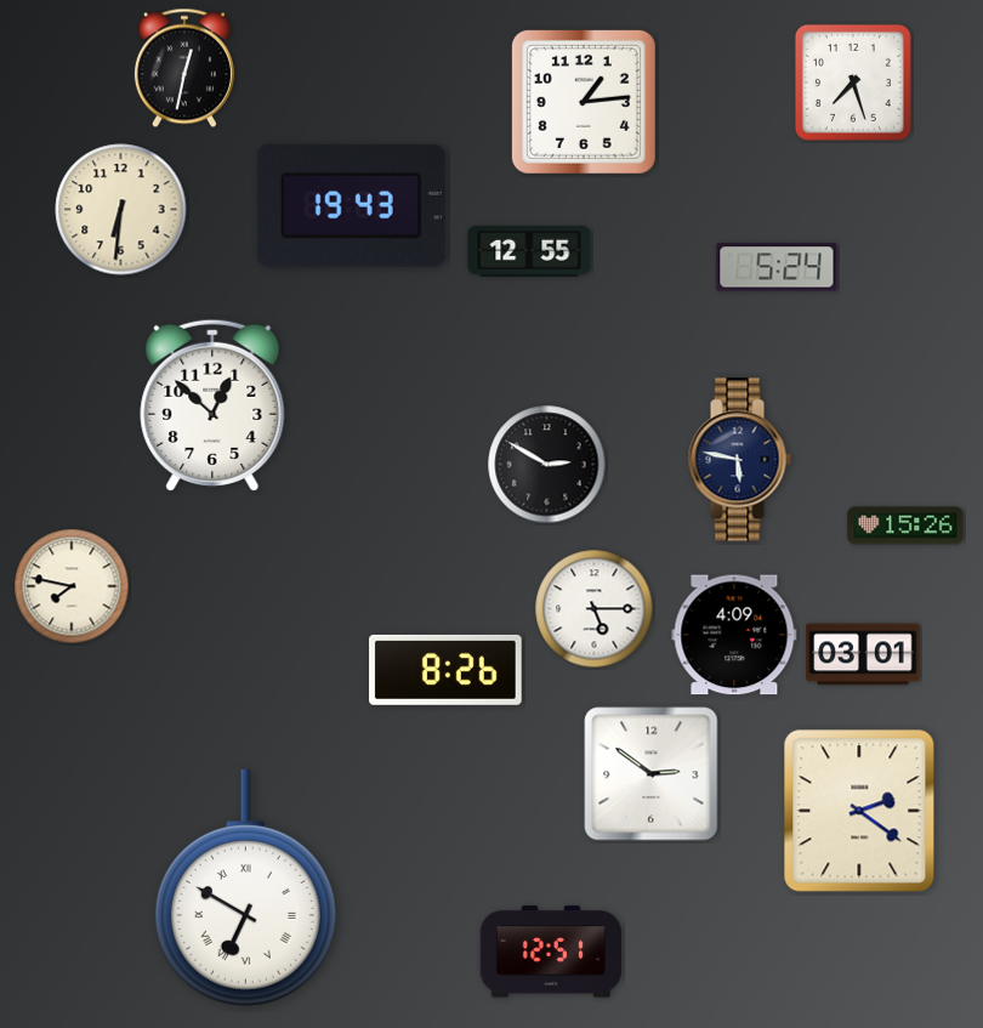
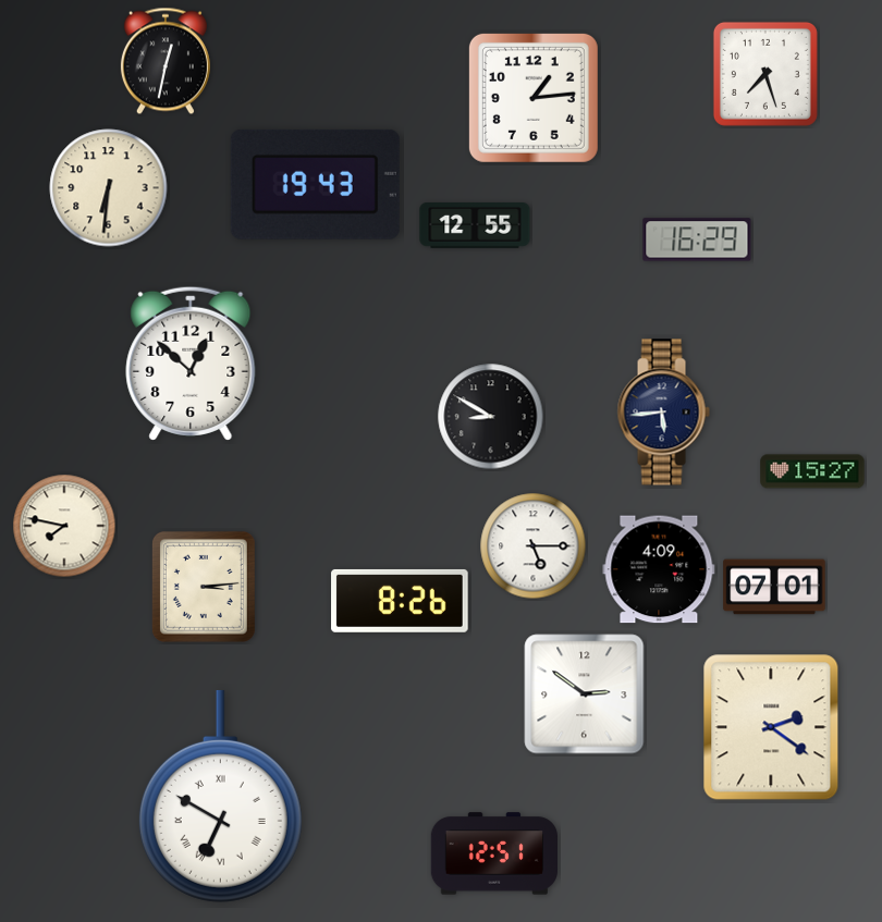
clock at (584, 102) position: (584, 102) -> (534, 98)
clock at (777, 267): 5:24 -> 16:29
clock at (739, 460): 5:47 -> 5:44
clock at (547, 465): 2:50 -> 8:50
clock at (905, 526): 15:26 -> 15:27
clock at (204, 587): none -> 3:14
clock at (863, 654): 03:01 -> 07:01
